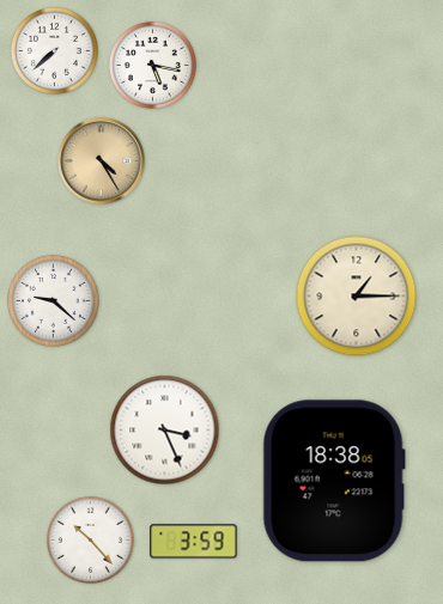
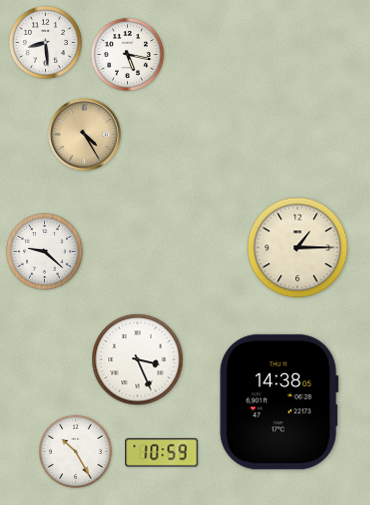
clock at (54, 50): 7:38 -> 8:29
clock at (334, 481): 18:38 -> 14:38
clock at (90, 539): 10:23 -> 10:25
clock at (194, 542): 3:59 -> 10:59
